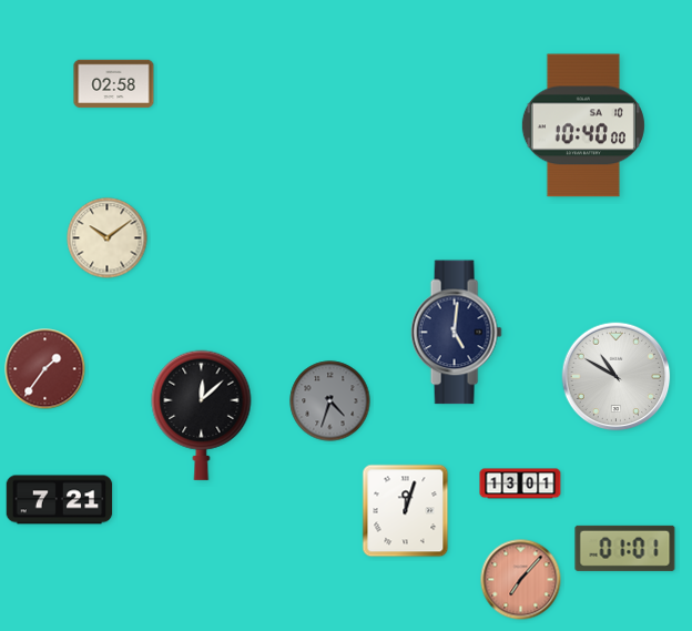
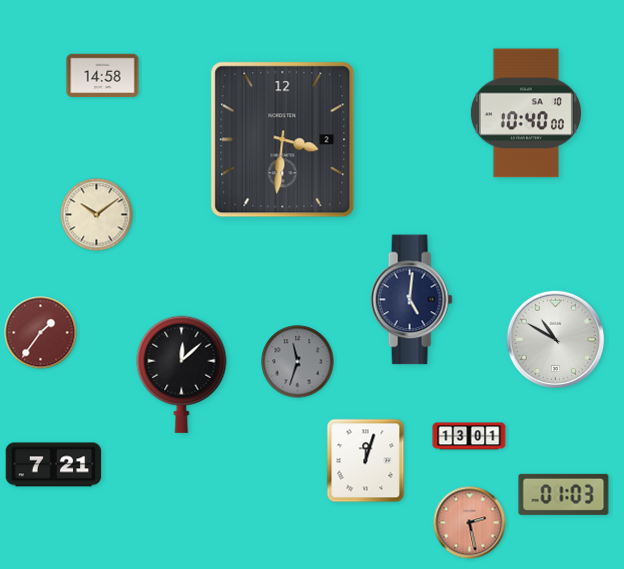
clock at (114, 84): 02:58 -> 14:58
clock at (283, 140): none -> 3:31
clock at (330, 401): 4:33 -> 11:33
clock at (60, 500) position: (60, 500) -> (54, 465)
clock at (625, 548): 01:01 -> 01:03
clock at (521, 580): 7:07 -> 2:28
